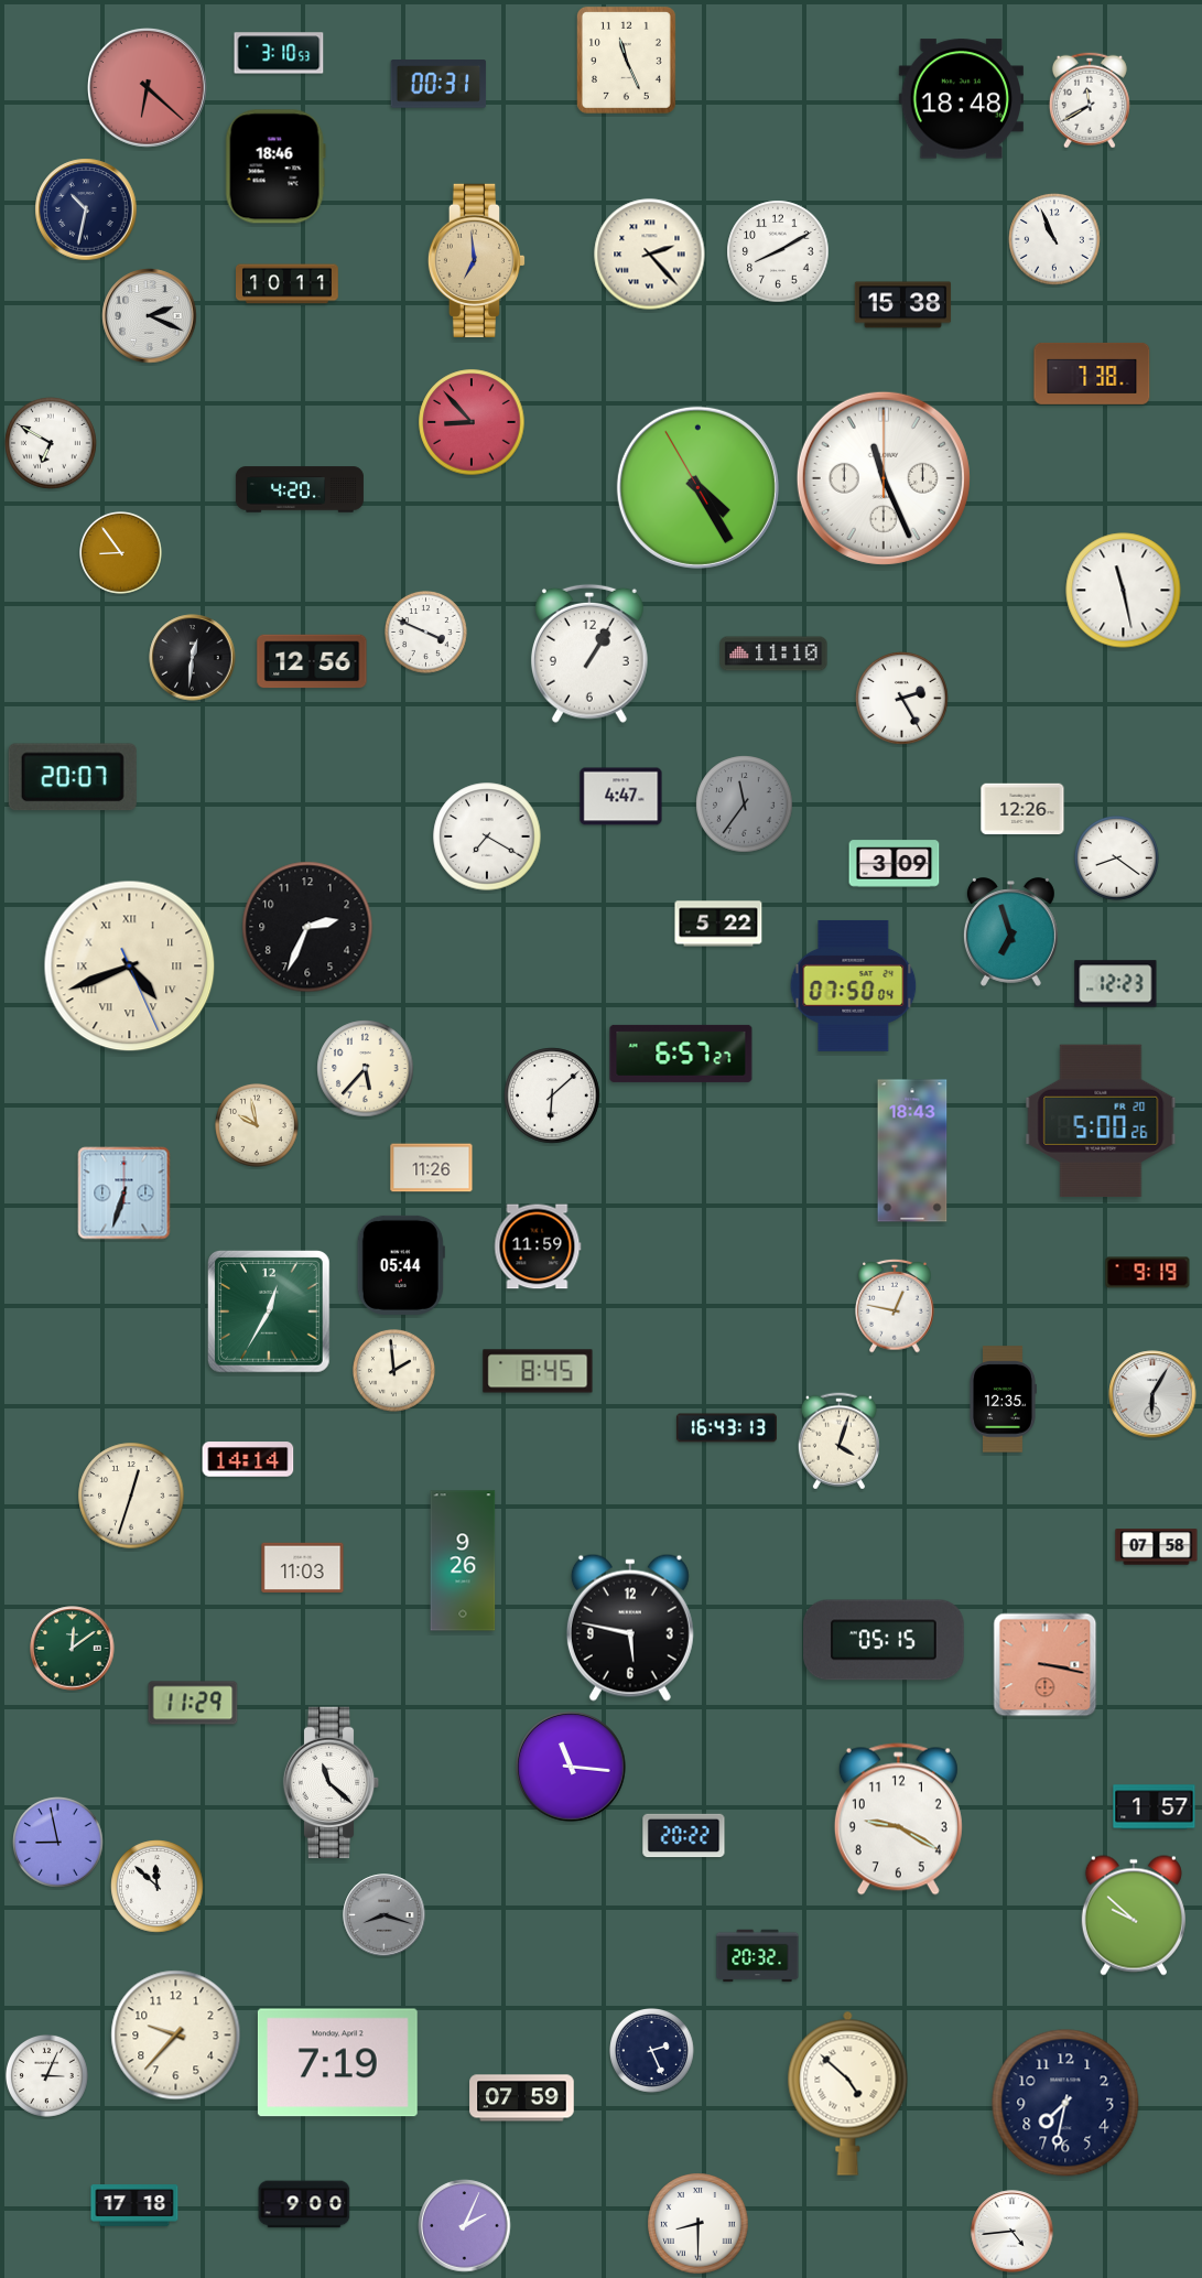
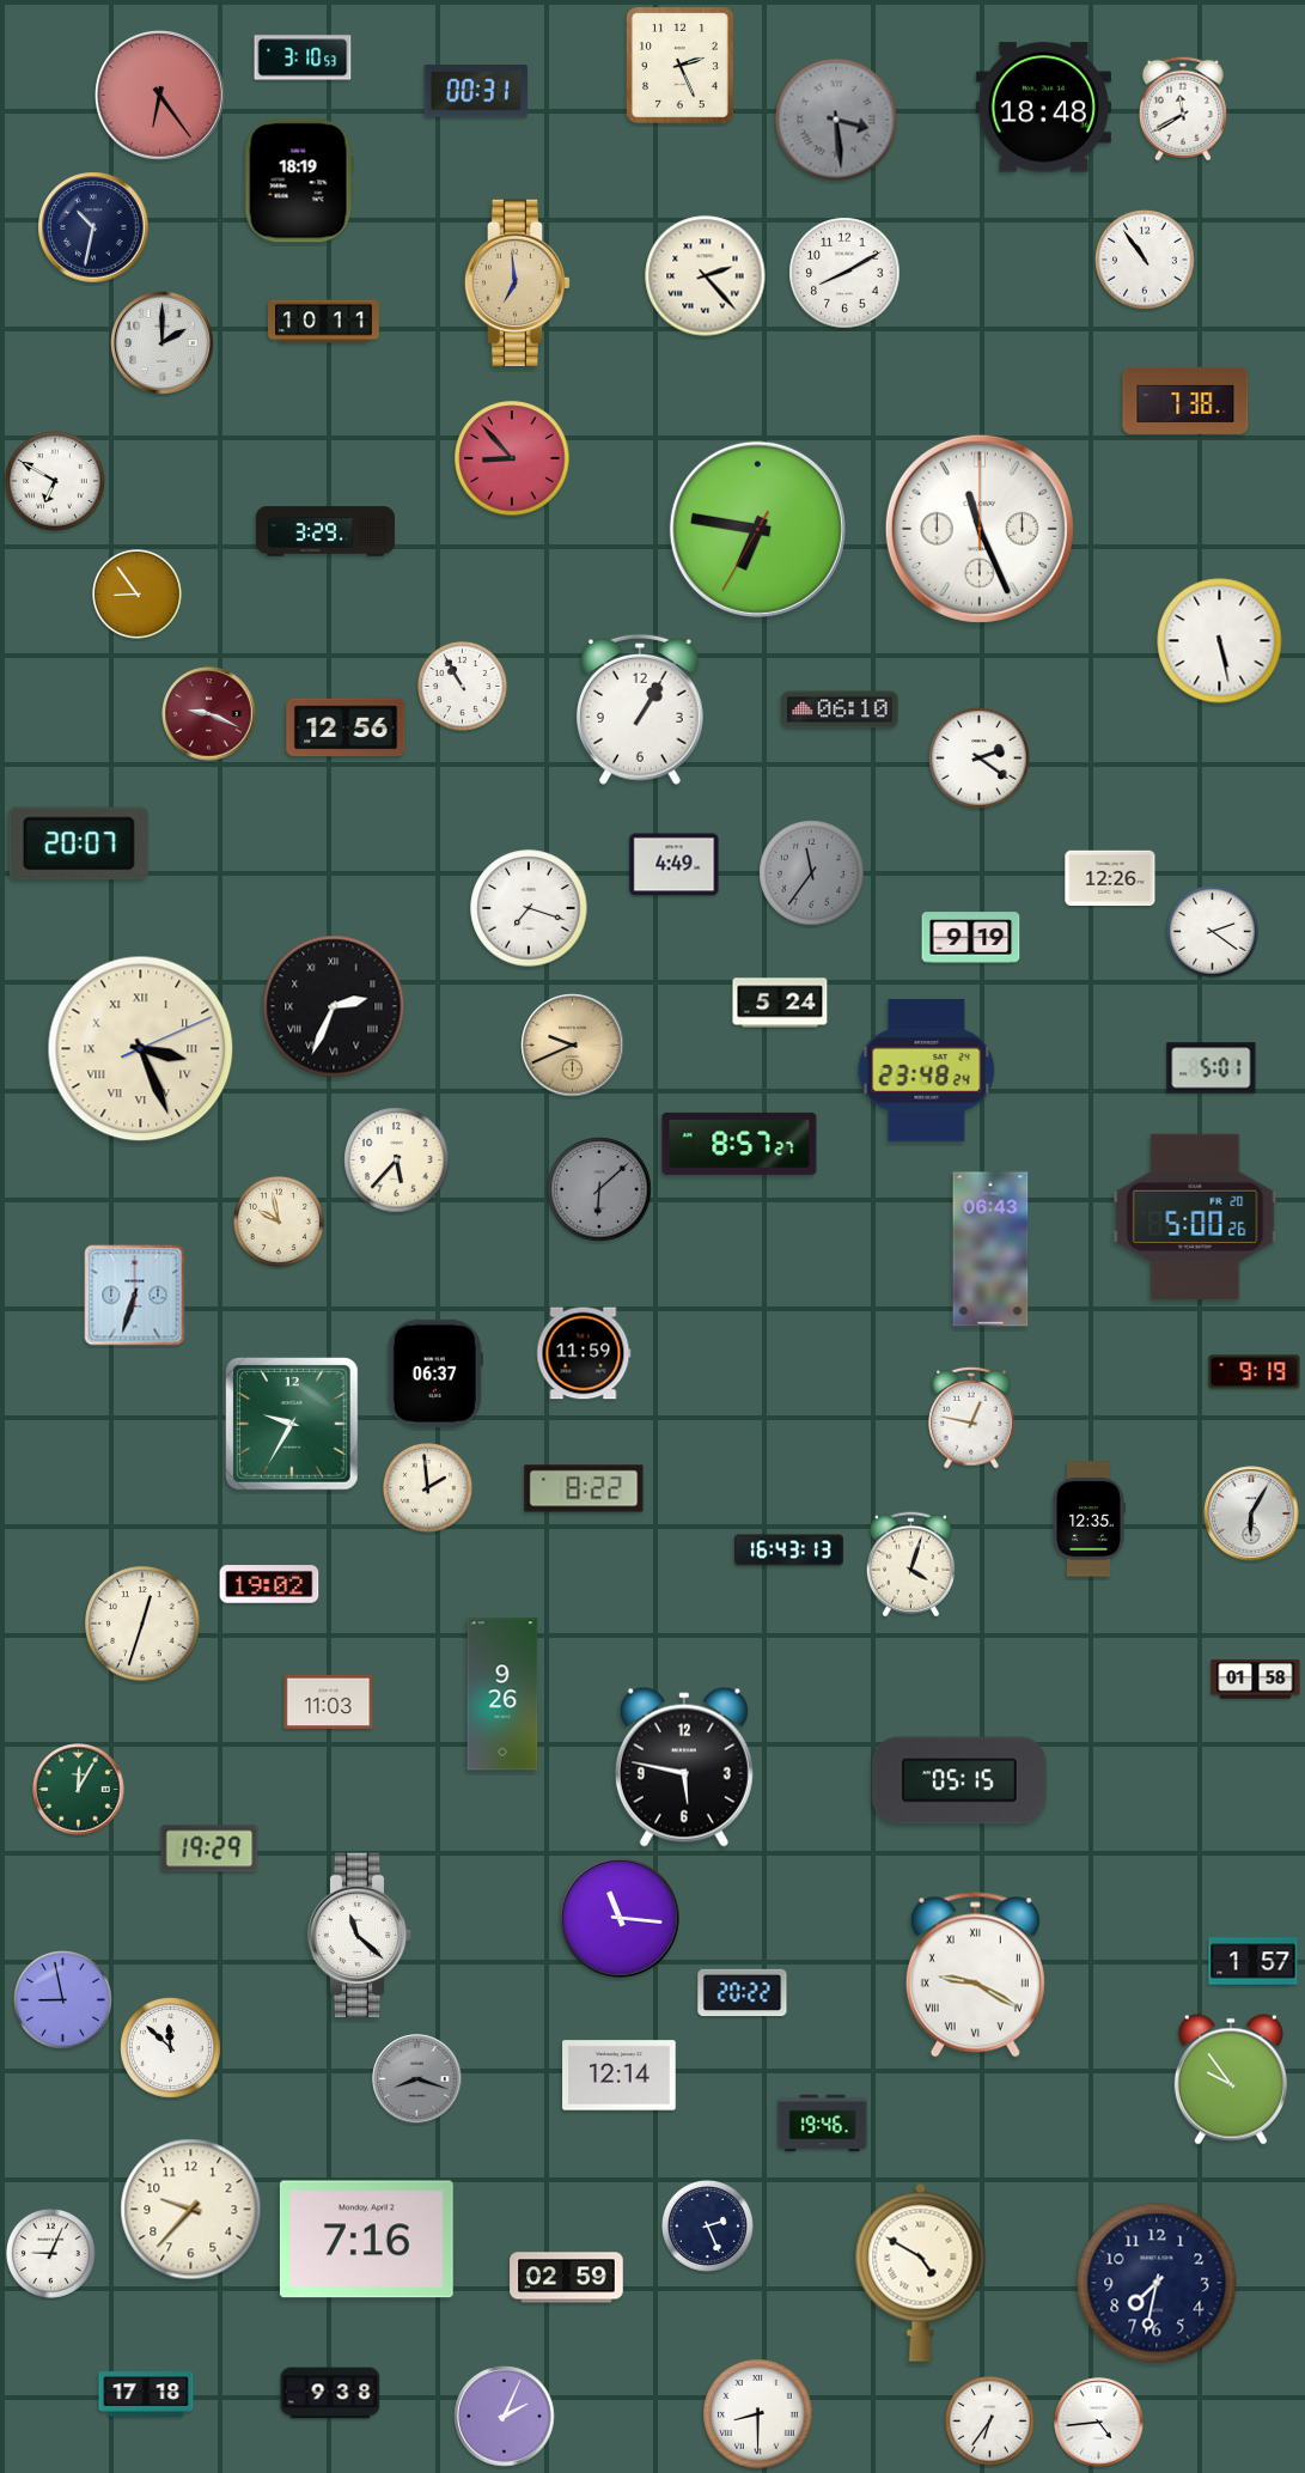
clock at (626, 60): 11:26 -> 2:26
clock at (148, 88): 6:22 -> 6:24
clock at (836, 120): none -> 3:29
clock at (275, 166): 18:46 -> 18:19
clock at (1054, 239): 10:56 -> 10:54
clock at (288, 284) position: (288, 284) -> (324, 322)
clock at (903, 305): 15:38 -> none
clock at (150, 316): 2:19 -> 2:00
clock at (1092, 374) position: (1092, 374) -> (1185, 401)
clock at (884, 478) position: (884, 478) -> (980, 529)
clock at (697, 487): 4:24 -> 6:46
clock at (300, 489): 4:20 -> 3:29
clock at (121, 553) position: (121, 553) -> (138, 595)
clock at (1124, 591): 11:28 -> 5:28
clock at (426, 633): 3:49 -> 10:55
clock at (773, 654): 11:10 -> 06:10
clock at (193, 658): 12:31 -> 9:19
clock at (193, 658) dial: black -> burgundy
clock at (312, 661) position: (312, 661) -> (346, 727)
clock at (902, 699): 2:25 -> 2:21
clock at (621, 797): 4:47 -> 4:49
clock at (745, 805) position: (745, 805) -> (812, 873)
clock at (487, 836): 7:20 -> 7:18
clock at (1117, 859): 8:21 -> 2:21
clock at (895, 864): 3:09 -> 9:19
clock at (718, 924): 5:22 -> 5:24
clock at (307, 927) numerals: Arabic -> Roman
clock at (1010, 932): 6:57 -> none
clock at (573, 1046): none -> 9:41
clock at (130, 967): 4:41 -> 3:26
clock at (1116, 984): 12:23 -> 5:01
clock at (854, 985): 07:50 -> 23:48
clock at (681, 1054): 6:57 -> 8:57
clock at (552, 1095) dial: white -> grey
clock at (912, 1151): 18:43 -> 06:43
clock at (432, 1168): 11:26 -> none
clock at (401, 1265): 05:44 -> 06:37
clock at (1148, 1273) position: (1148, 1273) -> (1255, 1372)
clock at (270, 1313): 12:35 -> 9:35
clock at (538, 1371): 8:45 -> 8:22
clock at (248, 1459): 14:14 -> 19:02
clock at (1157, 1547): 07:58 -> 01:58
clock at (73, 1649): 12:09 -> 12:05
clock at (1046, 1665): 3:17 -> none
clock at (193, 1703): 11:29 -> 19:29
clock at (898, 1820) numerals: Arabic -> Roman
clock at (620, 2076): none -> 12:14
clock at (1134, 1915): 9:52 -> 9:54
clock at (758, 1956): 20:32 -> 19:46
clock at (337, 2063): 7:19 -> 7:16
clock at (47, 2076): 3:04 -> 9:04
clock at (848, 2093): 4:52 -> 4:50
clock at (522, 2098): 07:59 -> 02:59
clock at (304, 2204): 9:00 -> 9:38
clock at (990, 2422): none -> 6:36
